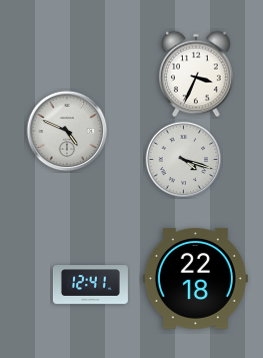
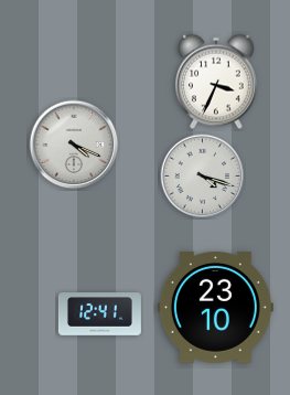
clock at (67, 131): 4:49 -> 4:19
clock at (195, 278): 22:18 -> 23:10
